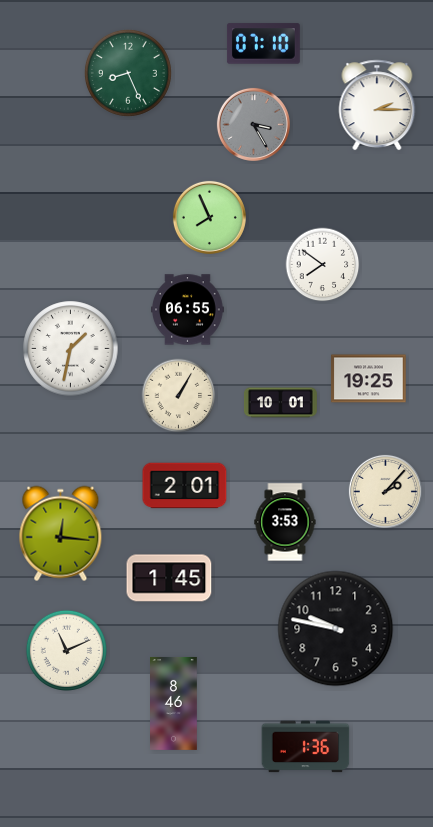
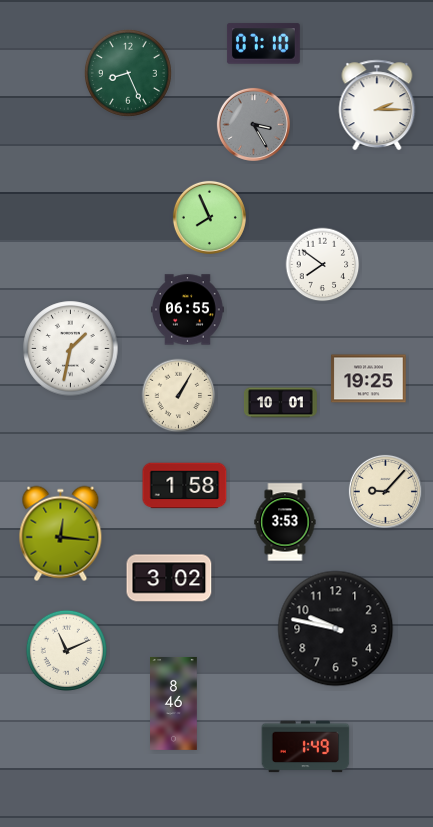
clock at (185, 486): 2:01 -> 1:58
clock at (385, 491): 2:07 -> 9:07
clock at (169, 578): 1:45 -> 3:02
clock at (306, 747): 1:36 -> 1:49
